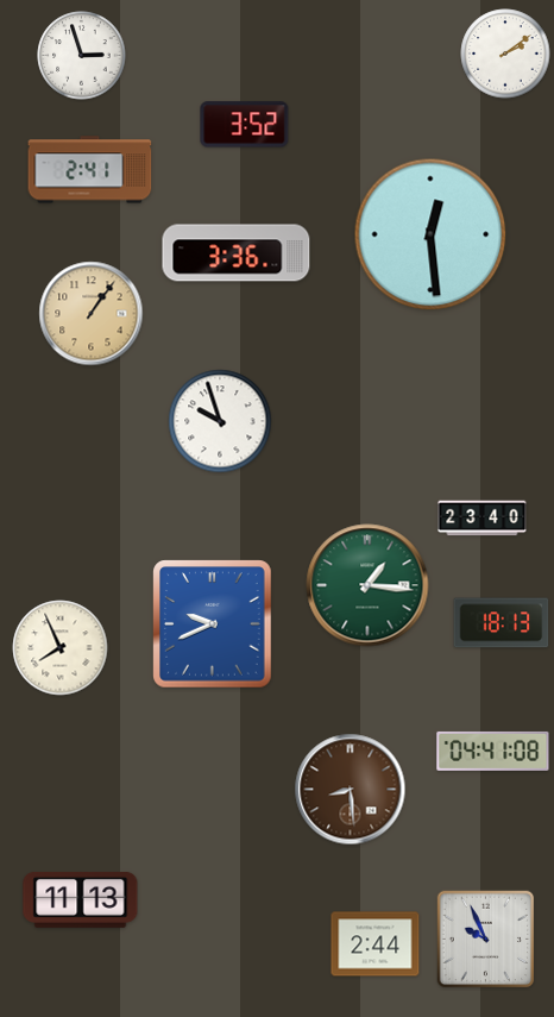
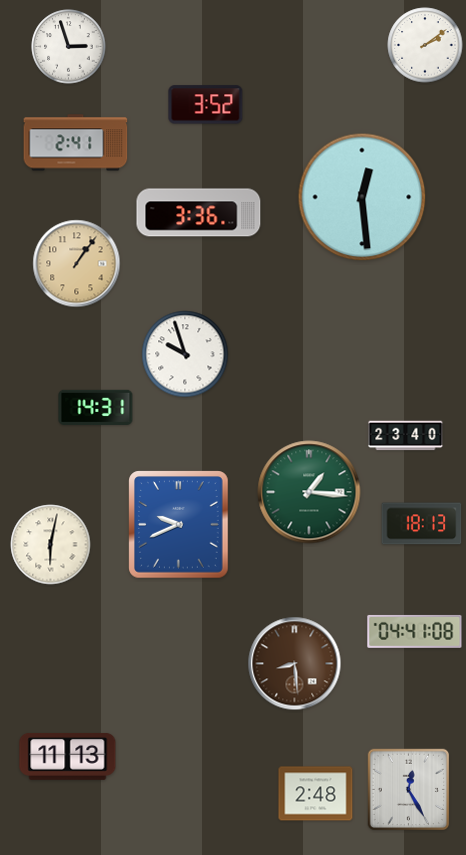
clock at (96, 407): none -> 14:31
clock at (61, 648): 7:56 -> 6:02
clock at (486, 940): 9:56 -> 12:25
clock at (376, 944): 2:44 -> 2:48
